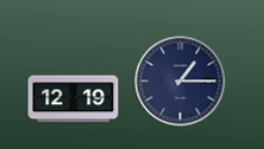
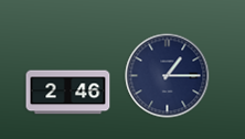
clock at (74, 99): 12:19 -> 2:46
